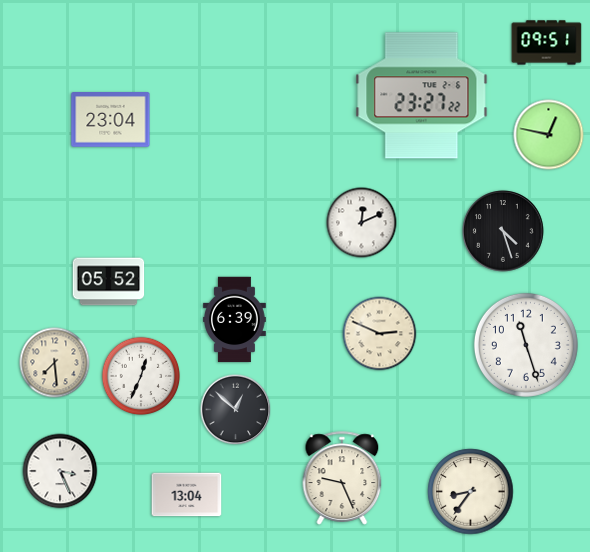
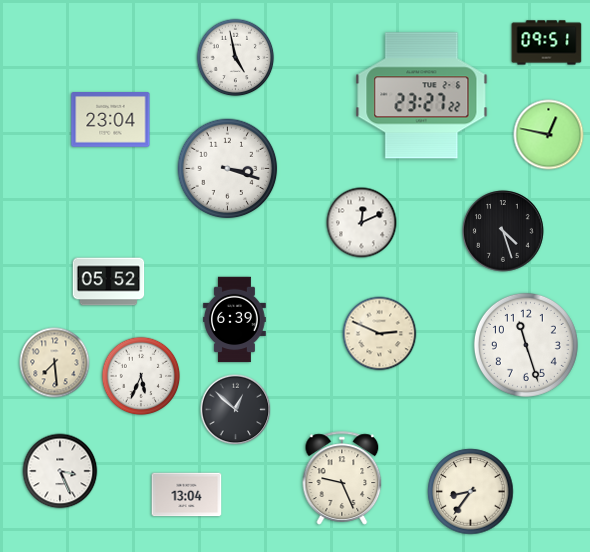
clock at (236, 58): none -> 4:58
clock at (228, 169): none -> 3:18
clock at (141, 376): 12:34 -> 5:34
